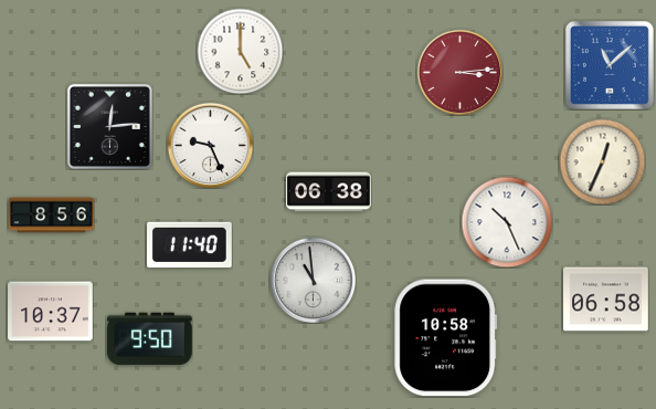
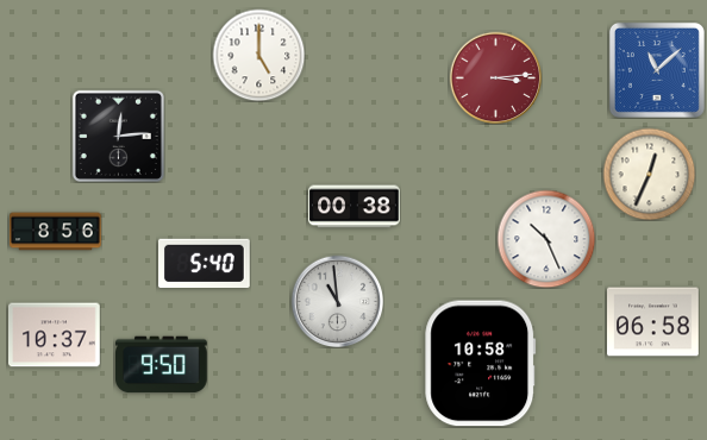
clock at (210, 145): 9:26 -> none
clock at (329, 192): 06:38 -> 00:38
clock at (190, 245): 11:40 -> 5:40
